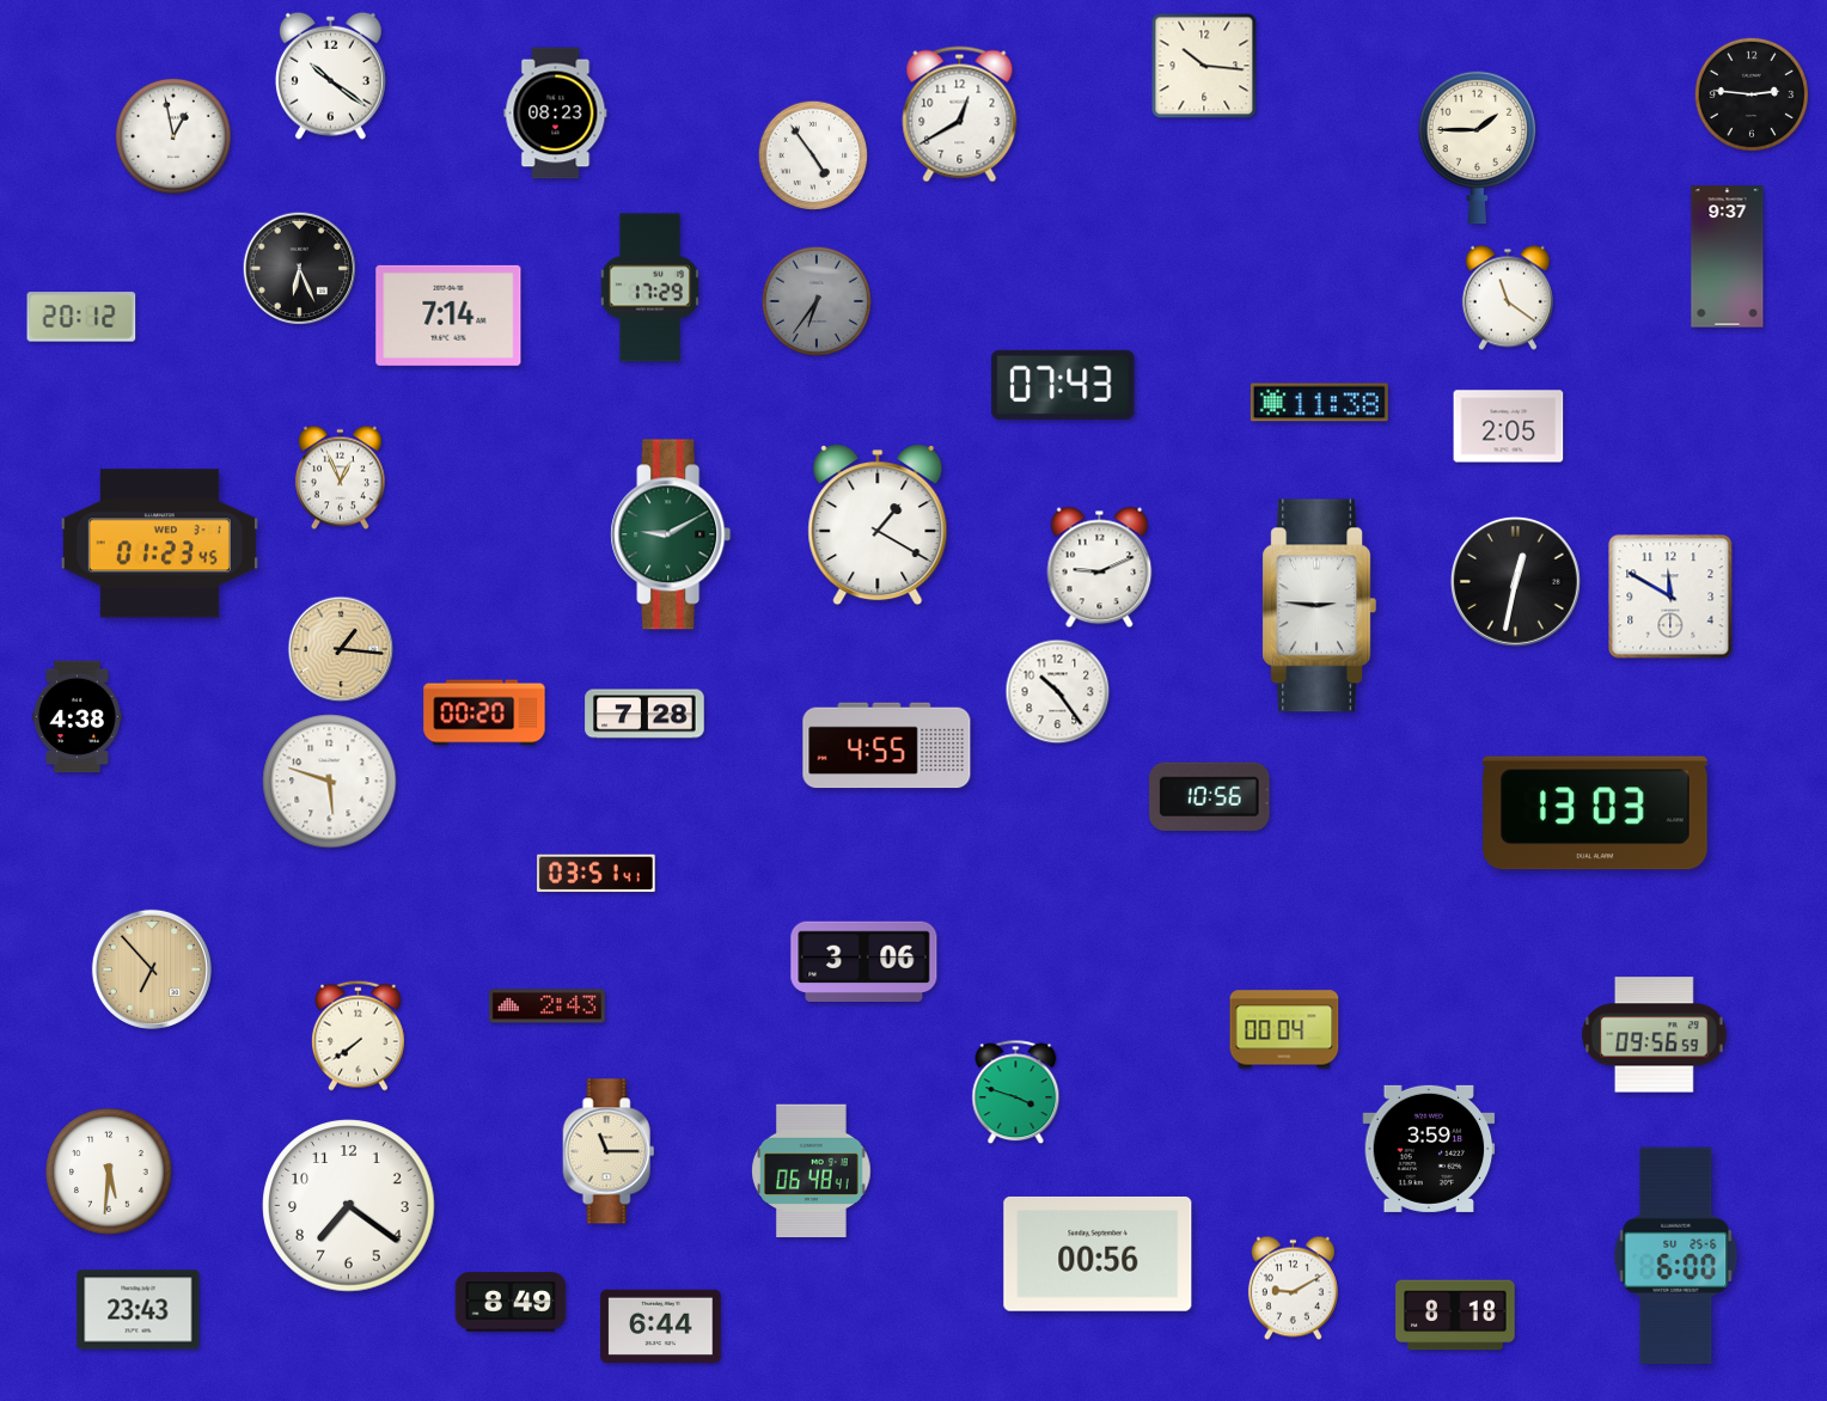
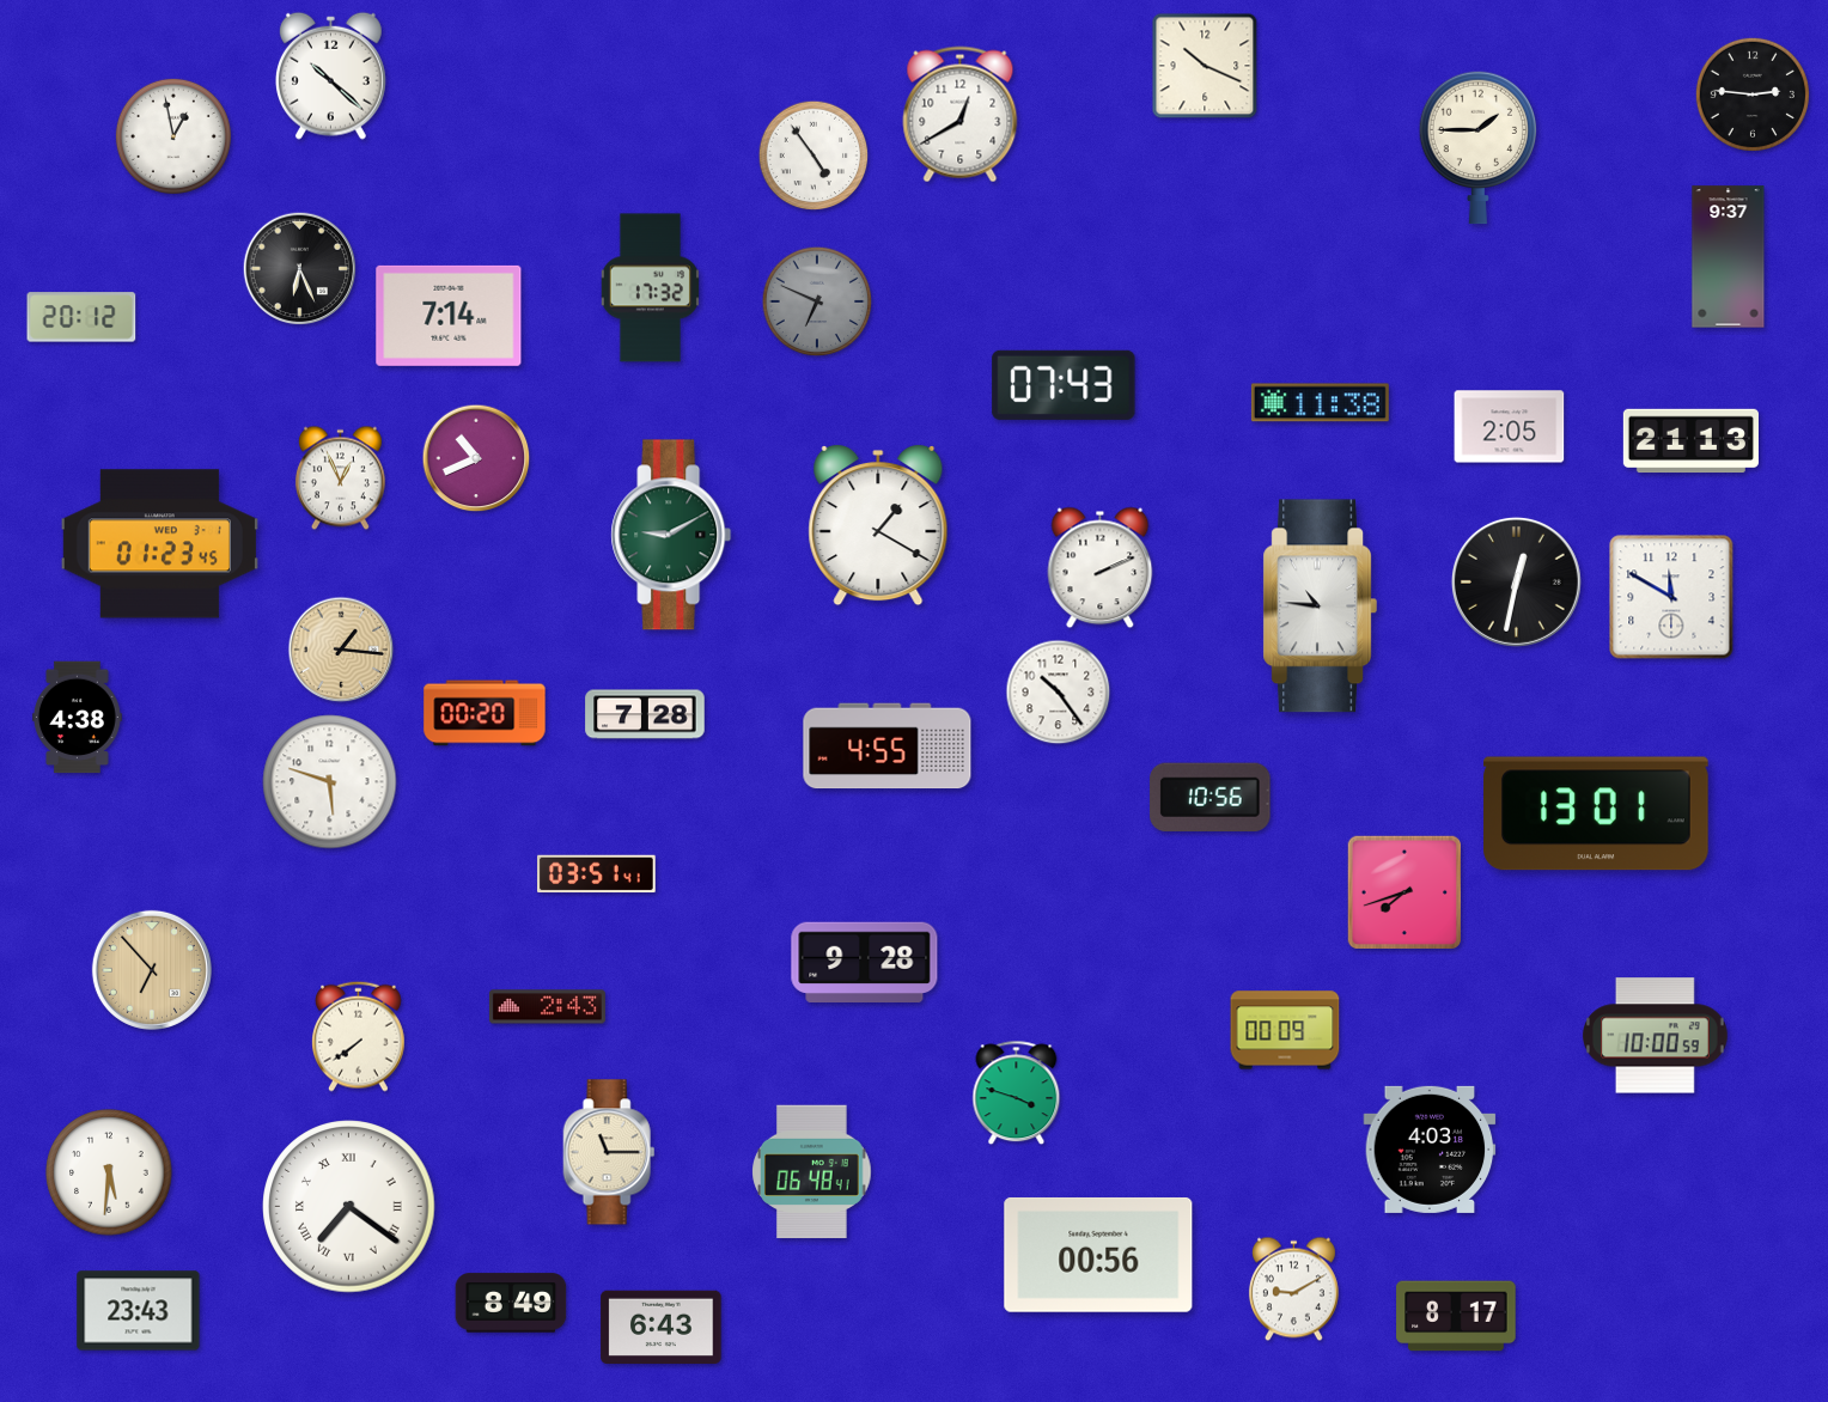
clock at (1204, 66): 10:16 -> 10:19
clock at (330, 75): 10:21 -> 10:22
clock at (556, 114): 08:23 -> none
clock at (649, 288): 17:29 -> 17:32
clock at (1508, 298): 11:21 -> none
clock at (817, 301): 6:36 -> 6:49
clock at (1690, 441): none -> 21:13
clock at (476, 458): none -> 10:41
clock at (1100, 568): 9:11 -> 2:11
clock at (1319, 606): 2:46 -> 10:46
clock at (1595, 813): 13:03 -> 13:01
clock at (1403, 891): none -> 7:42
clock at (864, 961): 3:06 -> 9:28
clock at (1284, 1029): 00:04 -> 00:09
clock at (1655, 1035): 09:56 -> 10:00
clock at (1429, 1149): 3:59 -> 4:03
clock at (349, 1206) numerals: Arabic -> Roman
clock at (1676, 1255): 6:00 -> none
clock at (1455, 1315): 8:18 -> 8:17
clock at (661, 1327): 6:44 -> 6:43
